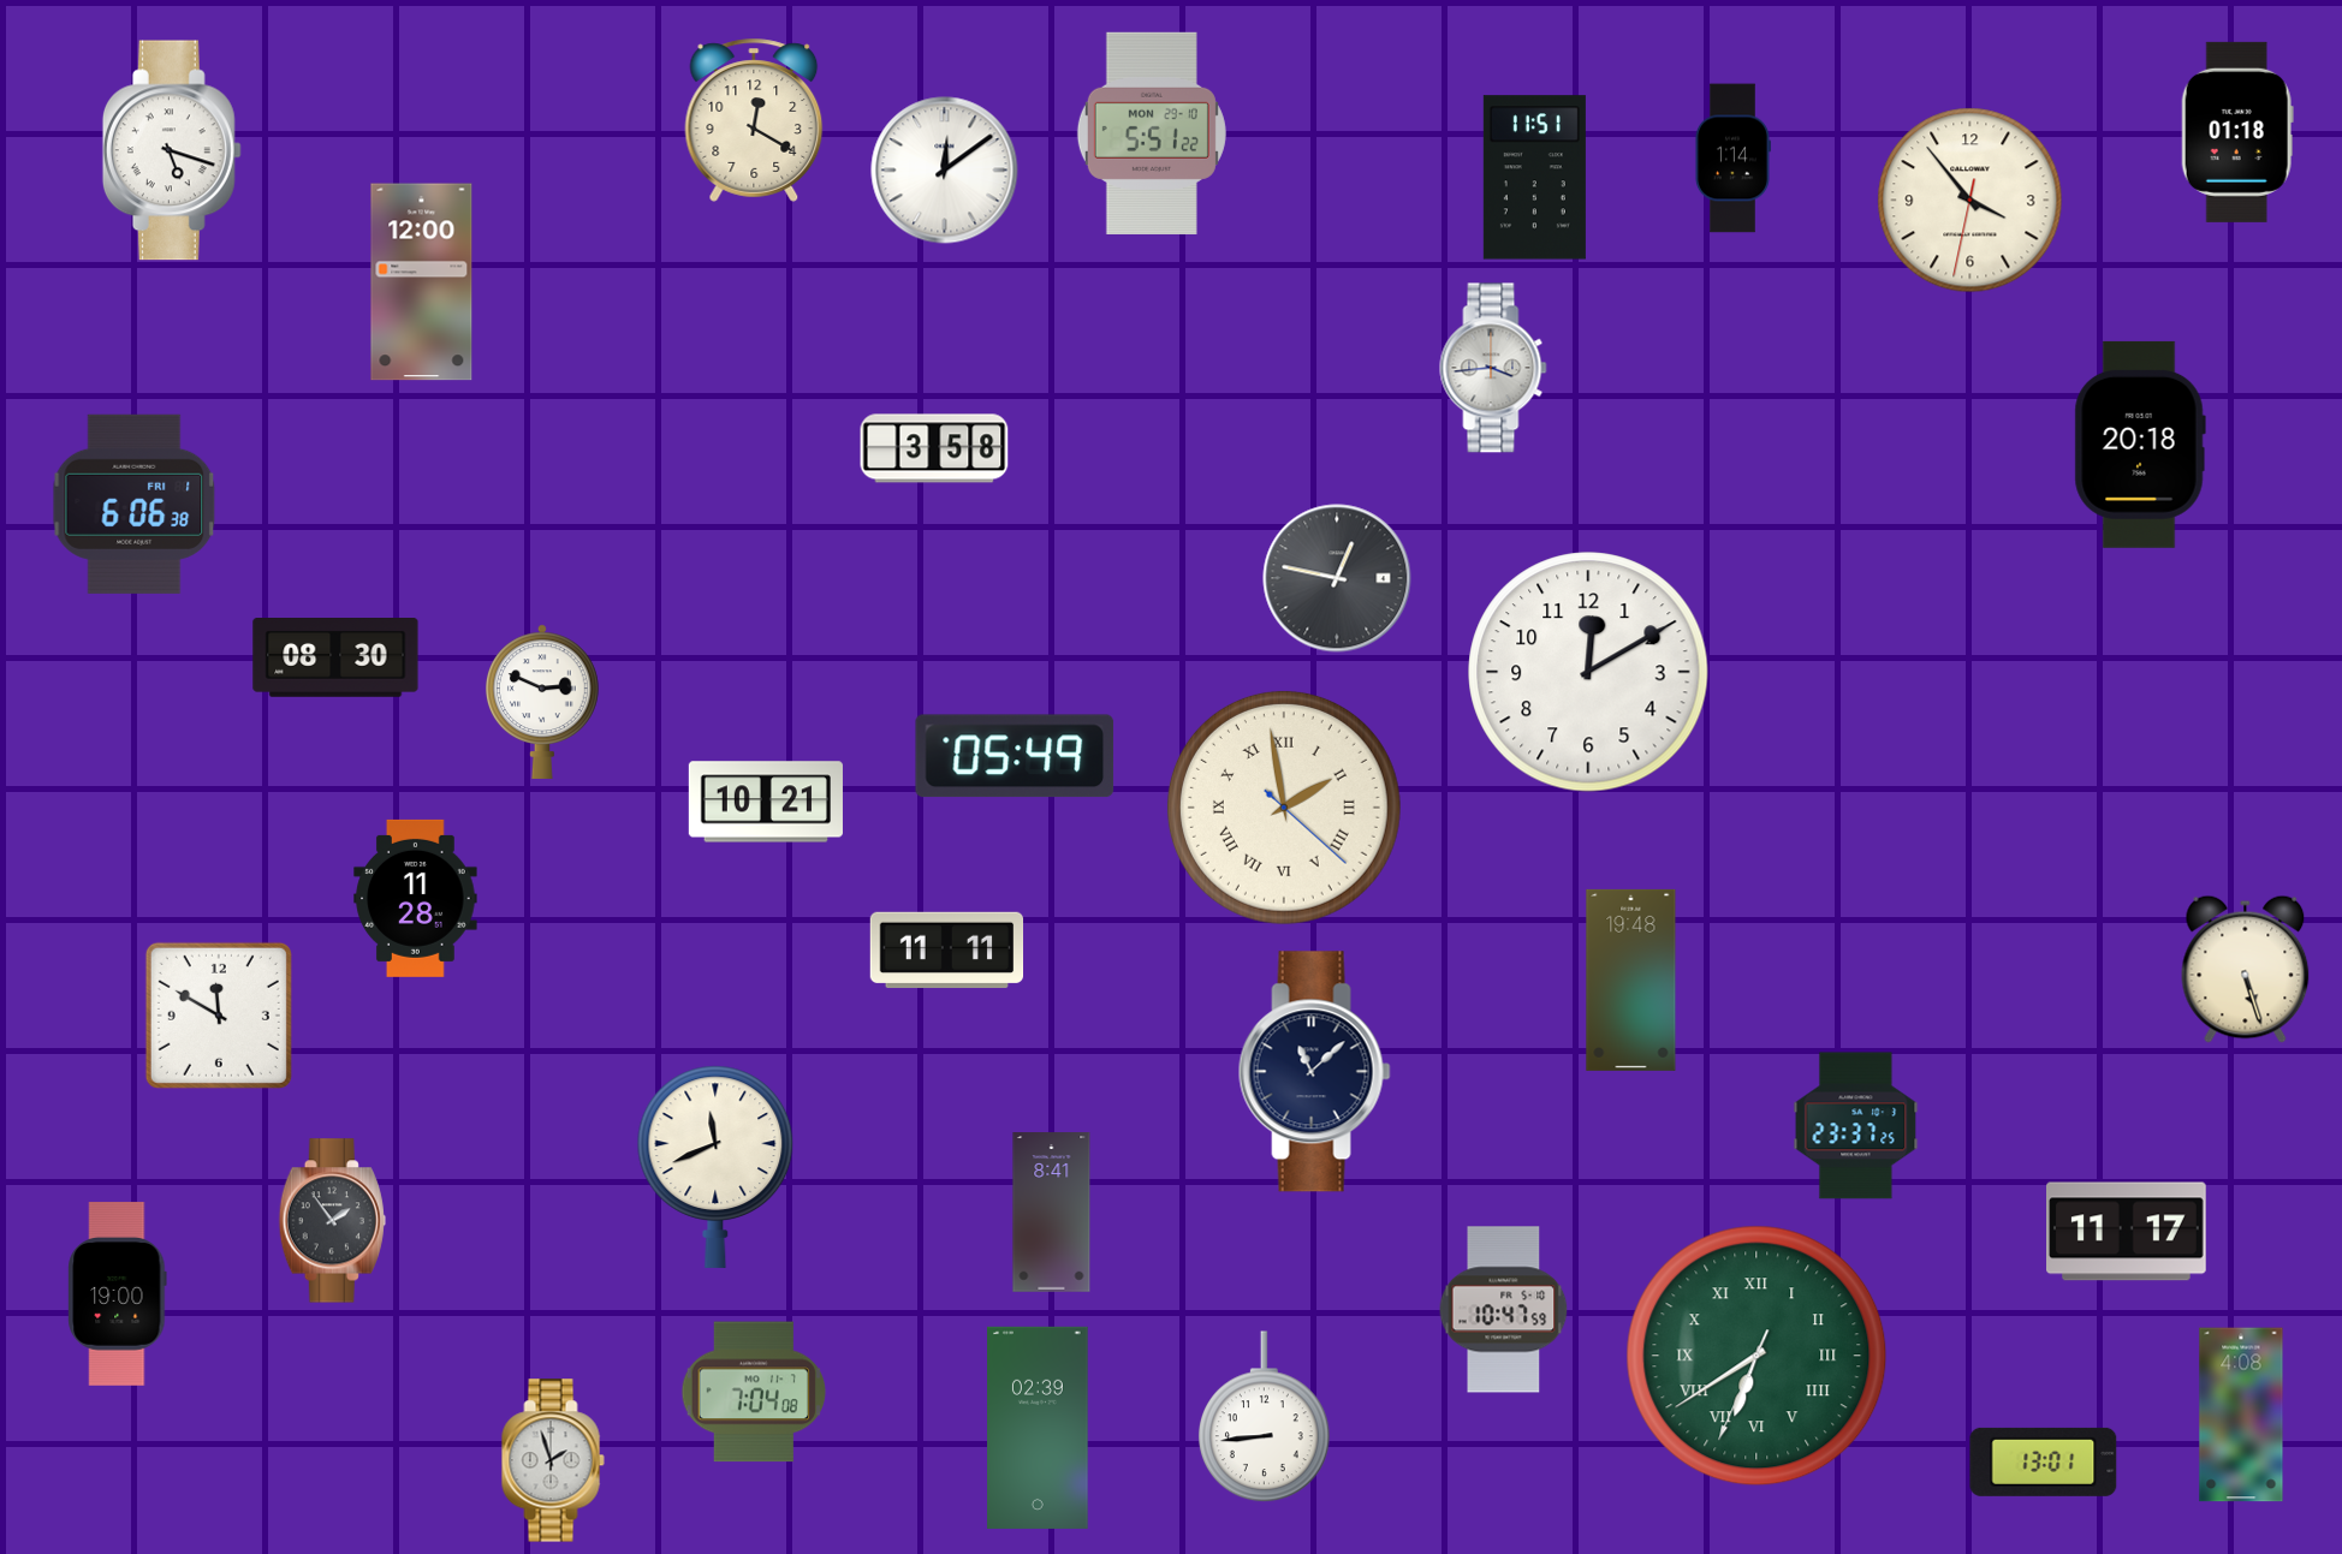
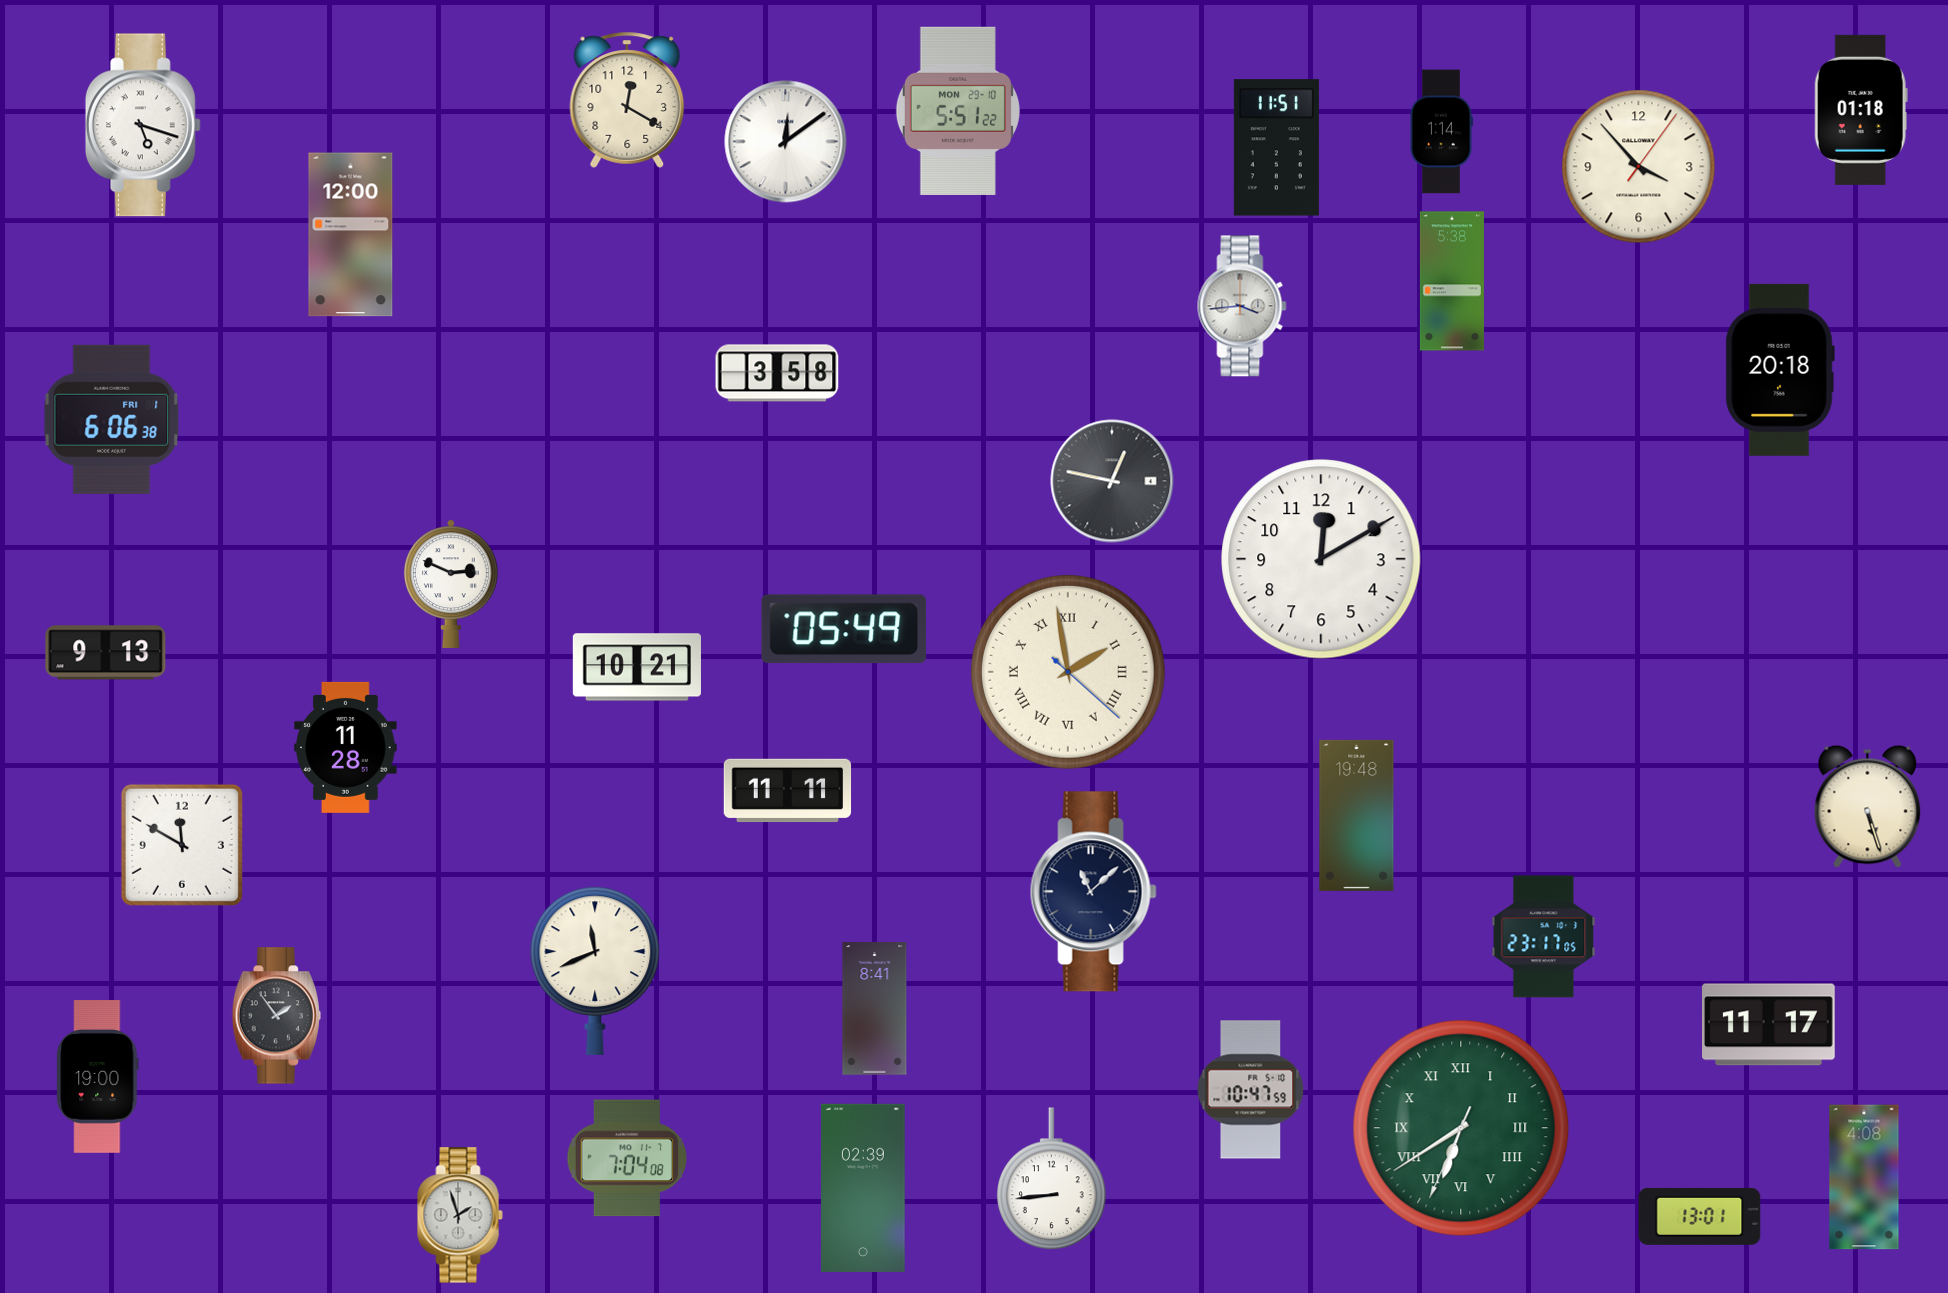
clock at (1971, 201): 3:53:32 -> 3:53:06
clock at (1452, 281): none -> 5:38
clock at (335, 659): 08:30 -> none
clock at (106, 653): none -> 9:13
clock at (1856, 1126): 23:37 -> 23:17
